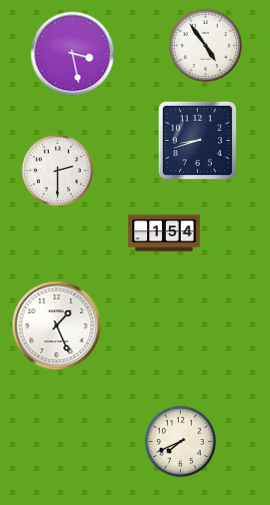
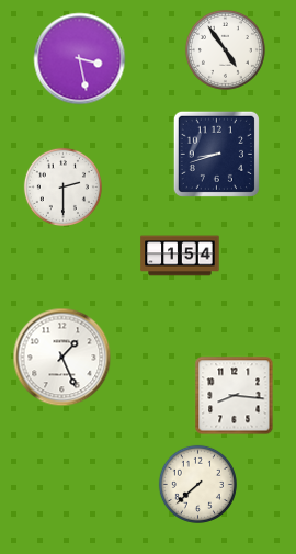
clock at (235, 396): none -> 8:16
clock at (180, 441): 7:41 -> 7:38
